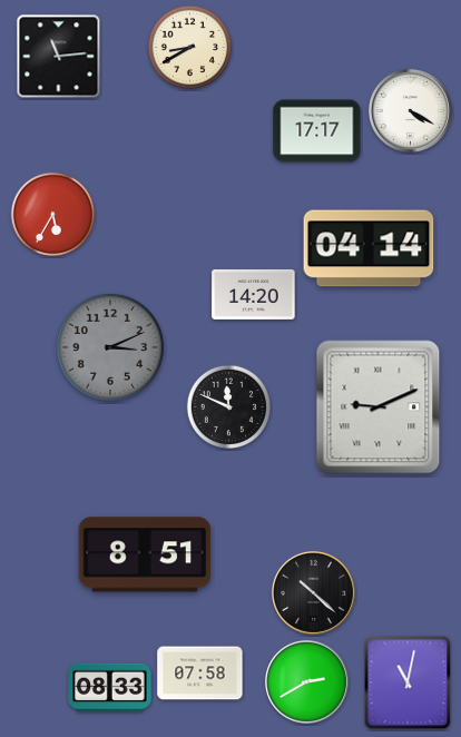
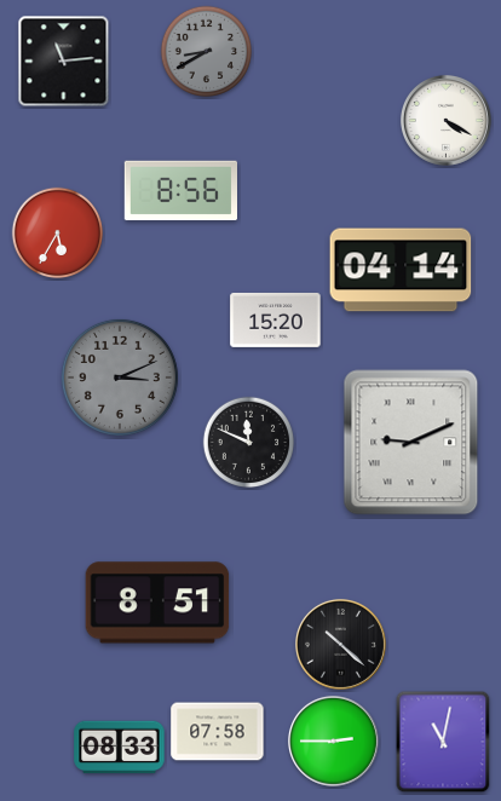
clock at (190, 48) dial: cream -> grey
clock at (317, 131): 17:17 -> none
clock at (180, 191): none -> 8:56
clock at (254, 294): 14:20 -> 15:20
clock at (306, 681): 2:40 -> 2:45
